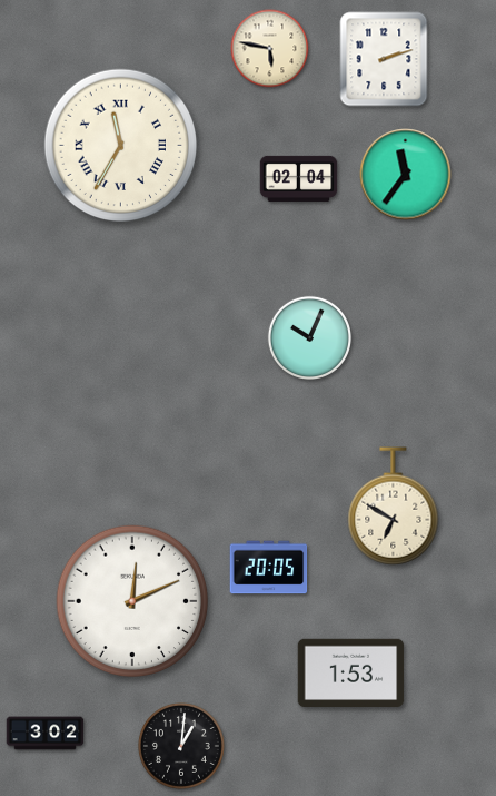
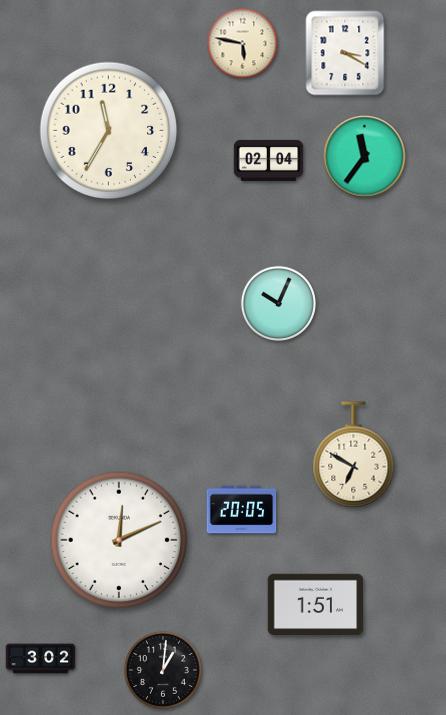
clock at (384, 59): 2:12 -> 3:20
clock at (121, 146) numerals: Roman -> Arabic
clock at (351, 674): 1:53 -> 1:51
